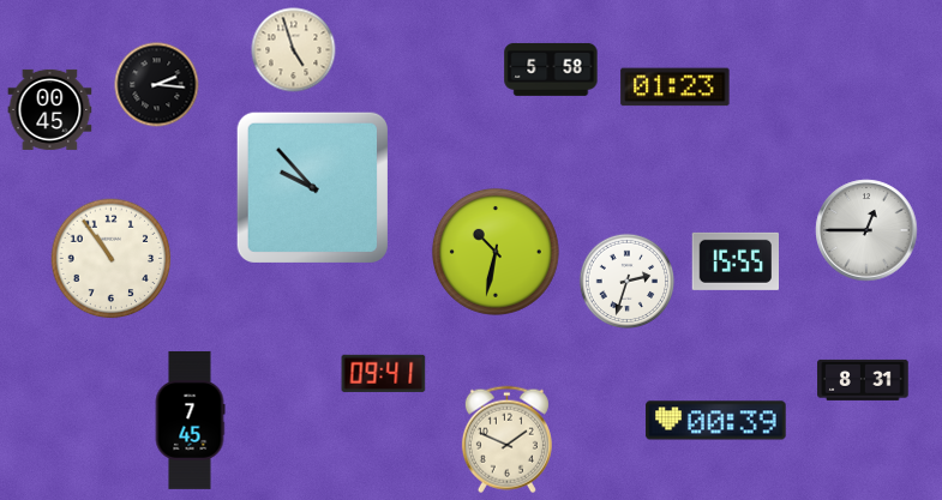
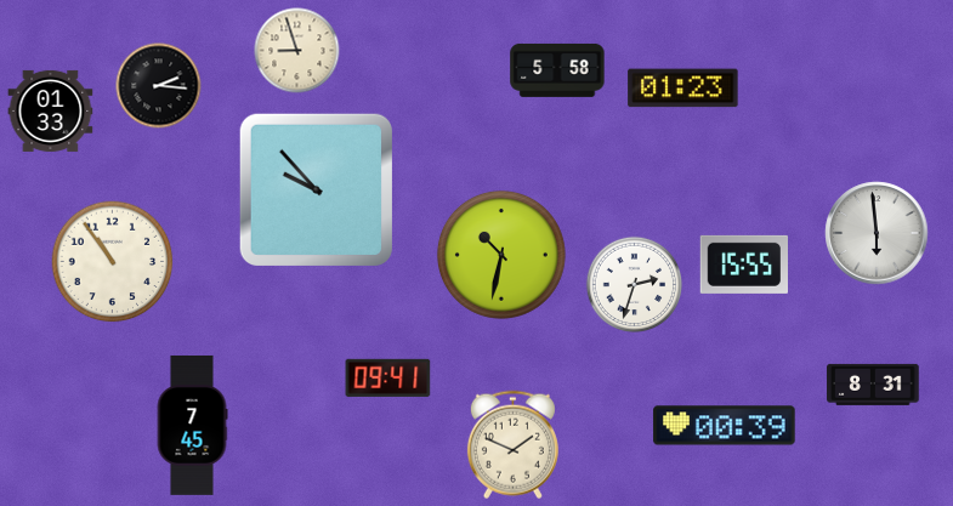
clock at (294, 50): 4:57 -> 8:57
clock at (50, 109): 00:45 -> 01:33
clock at (866, 230): 12:45 -> 5:59
